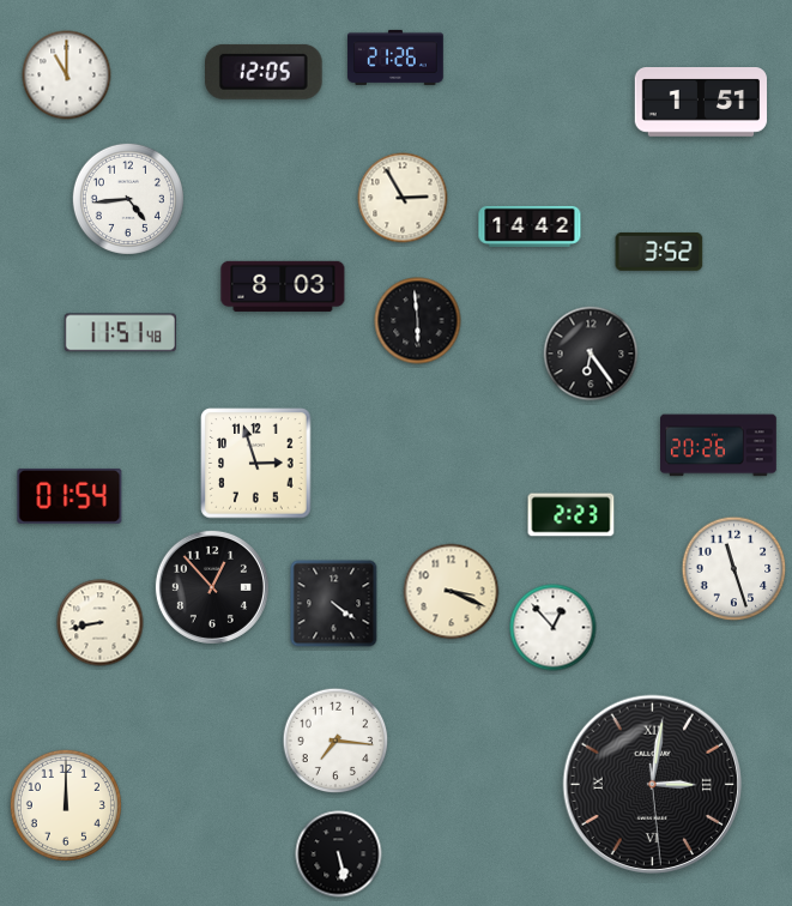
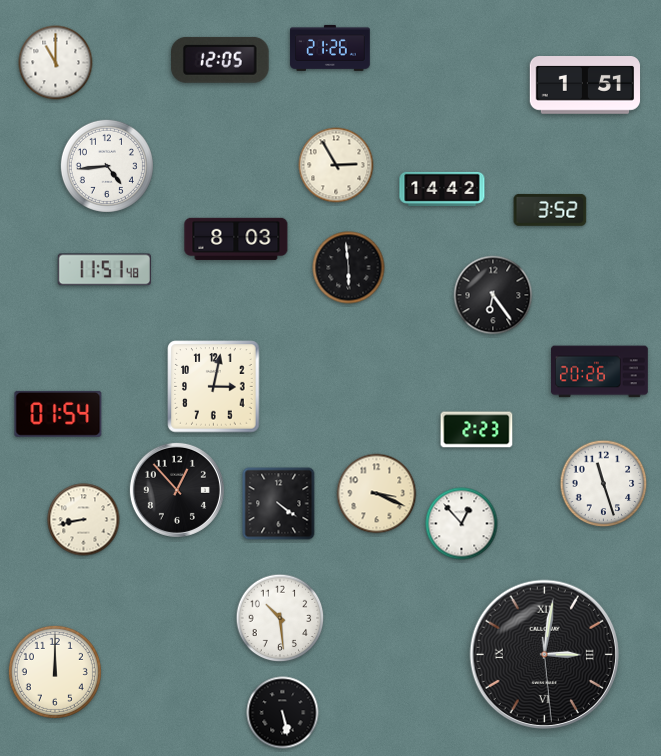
clock at (120, 333) position: (120, 333) -> (104, 270)
clock at (256, 464): 2:57 -> 3:02
clock at (734, 569) position: (734, 569) -> (604, 484)
clock at (335, 741): 7:16 -> 10:29
